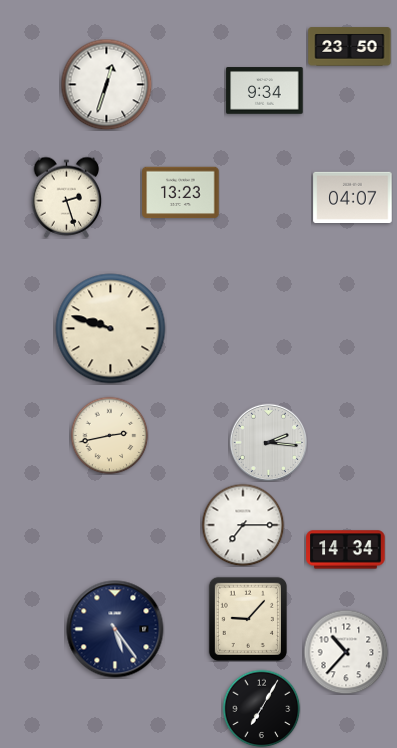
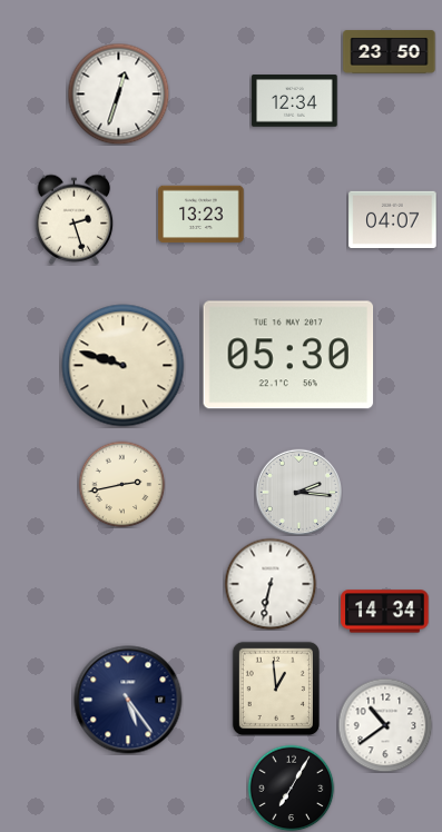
clock at (265, 91): 9:34 -> 12:34
clock at (288, 355): none -> 05:30
clock at (243, 525): 7:15 -> 6:32
clock at (248, 619): 9:07 -> 12:59
clock at (346, 652): 10:37 -> 10:39
